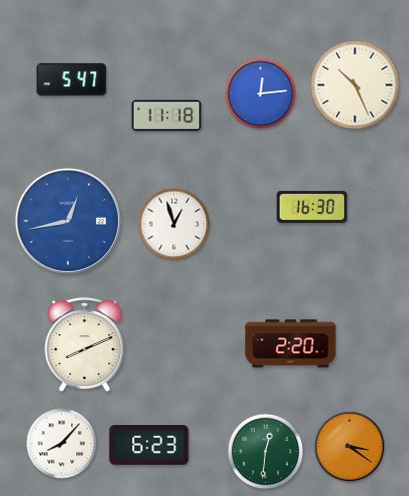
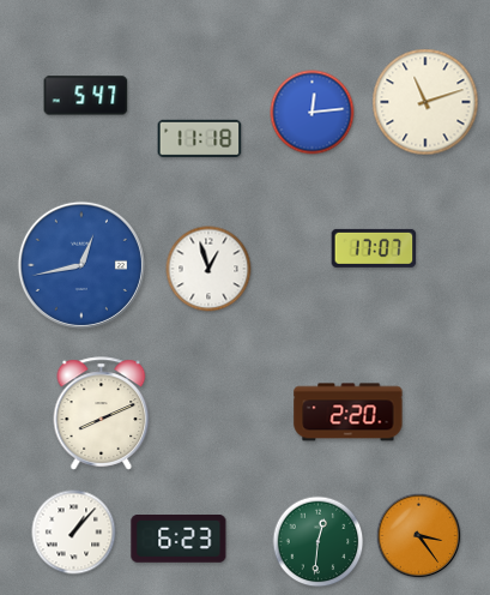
clock at (355, 85): 10:26 -> 11:12
clock at (312, 207): 16:30 -> 17:07
clock at (62, 444): 8:07 -> 1:07
clock at (149, 446) position: (149, 446) -> (179, 540)
clock at (350, 447): 3:21 -> 3:24
